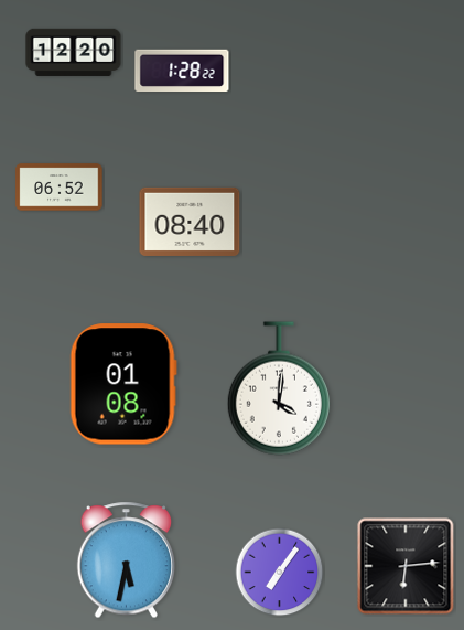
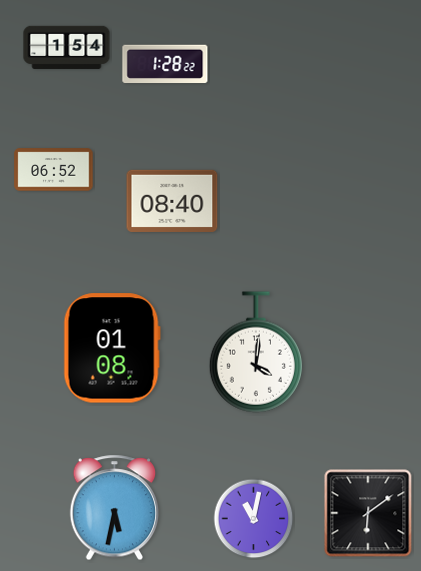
clock at (74, 52): 12:20 -> 1:54
clock at (279, 388) position: (279, 388) -> (256, 352)
clock at (406, 566): 6:14 -> 6:09
clock at (280, 573): 7:06 -> 11:02
